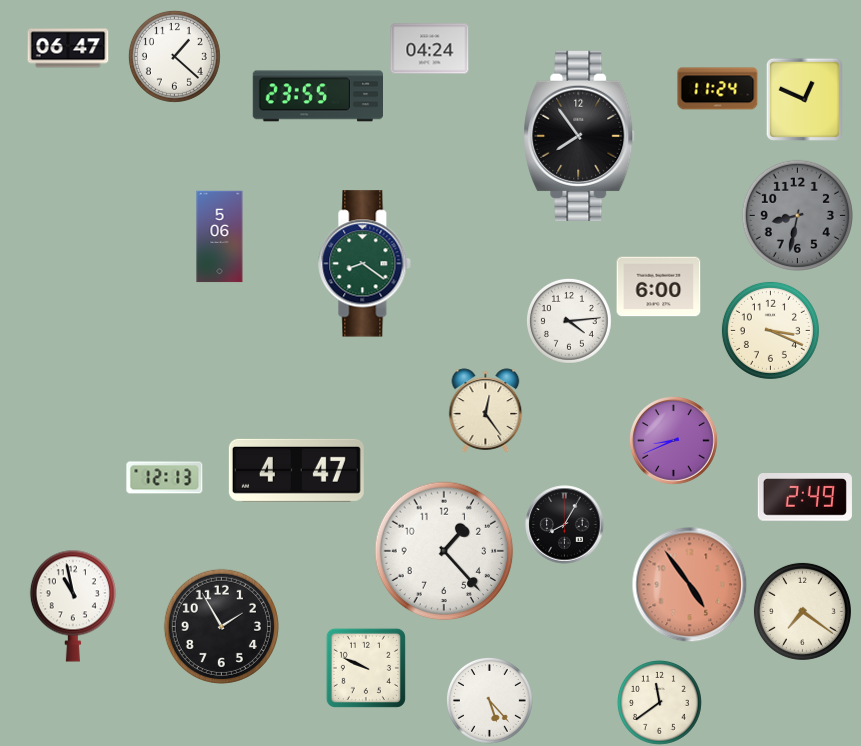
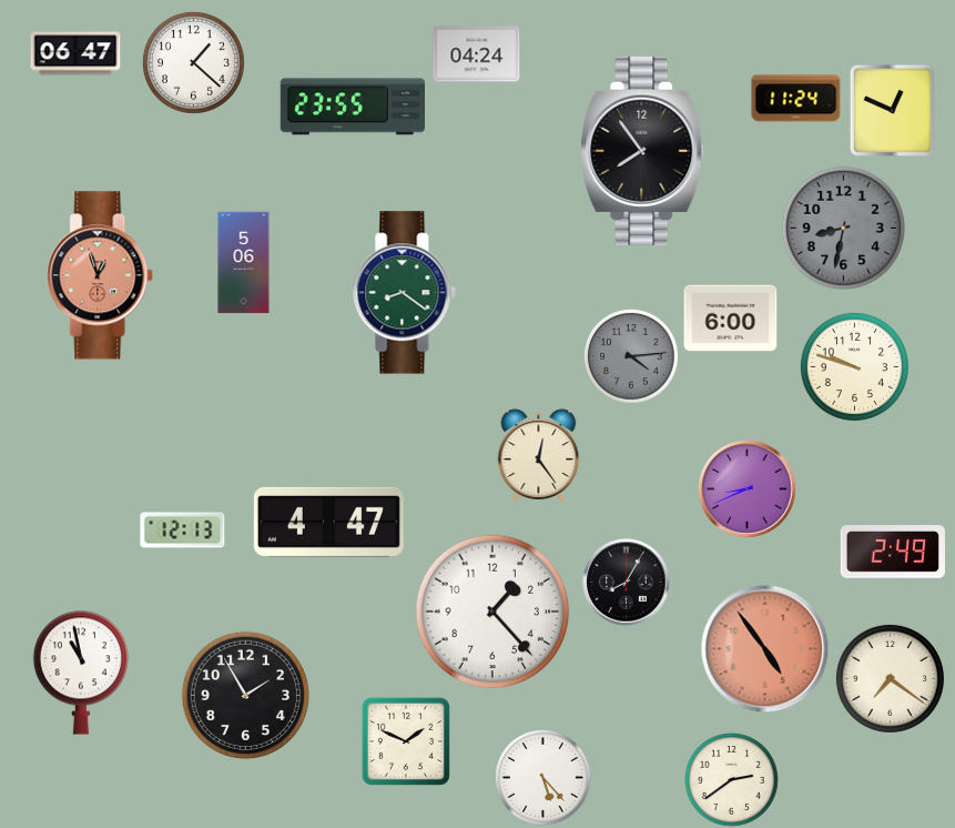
clock at (797, 215) position: (797, 215) -> (843, 228)
clock at (101, 275): none -> 12:57
clock at (569, 321) dial: white -> grey
clock at (770, 330): 3:19 -> 9:48
clock at (366, 668): 9:49 -> 1:49
clock at (659, 702): 11:39 -> 2:39
